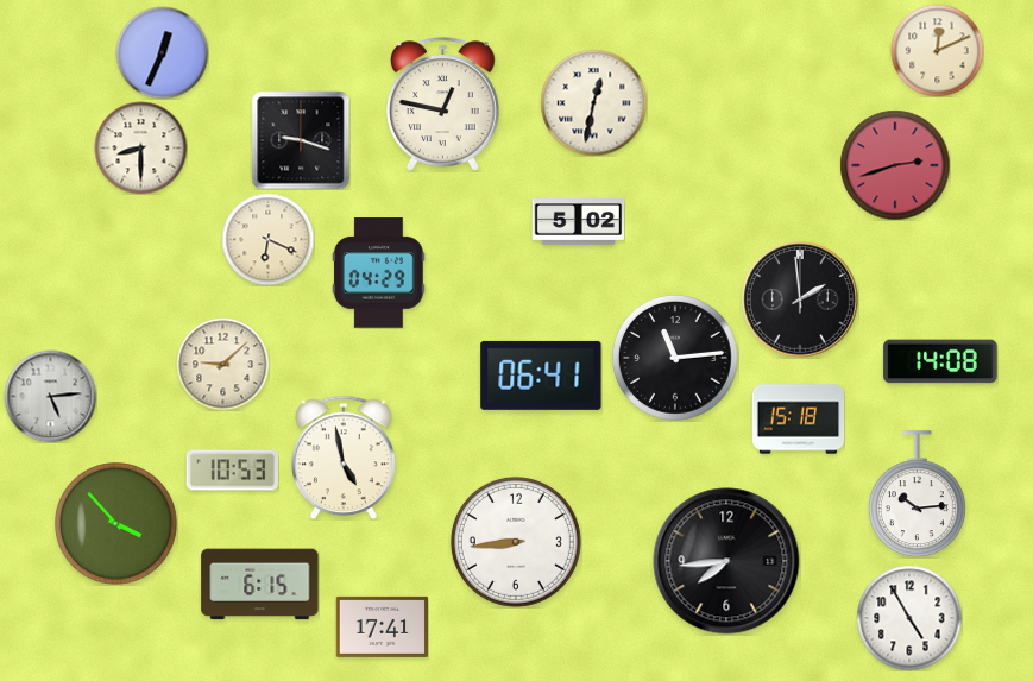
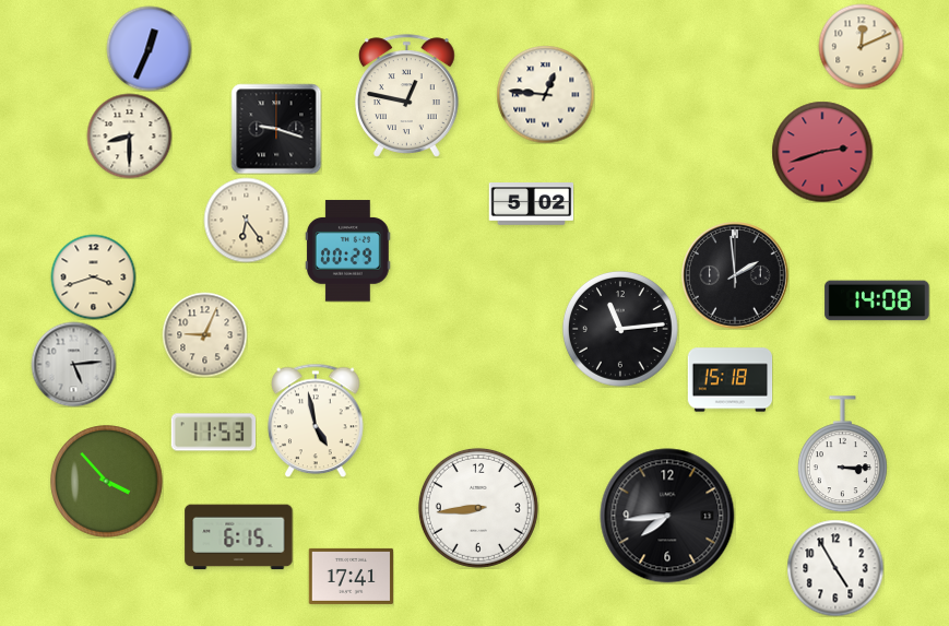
clock at (593, 102): 12:32 -> 12:46
clock at (267, 239): 6:19 -> 6:24
clock at (378, 273): 04:29 -> 00:29
clock at (93, 276): none -> 3:42
clock at (940, 361) position: (940, 361) -> (877, 300)
clock at (222, 364): 9:08 -> 9:04
clock at (541, 376): 06:41 -> none
clock at (50, 396) position: (50, 396) -> (73, 364)
clock at (798, 420) position: (798, 420) -> (729, 380)
clock at (232, 471): 10:53 -> 11:53
clock at (917, 494): 10:14 -> 3:15
clock at (516, 542) position: (516, 542) -> (478, 508)
